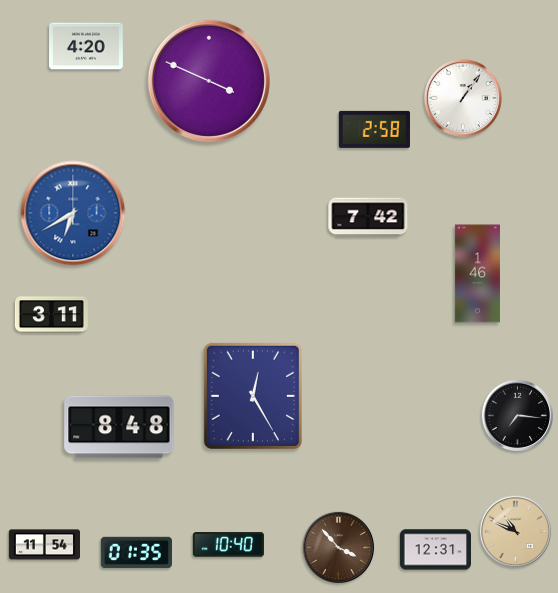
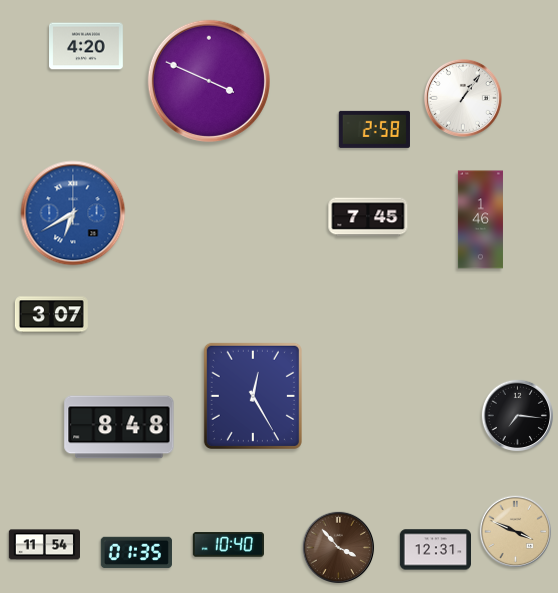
clock at (368, 217): 7:42 -> 7:45
clock at (477, 274) position: (477, 274) -> (480, 220)
clock at (51, 315): 3:11 -> 3:07
clock at (516, 532): 10:49 -> 3:49
